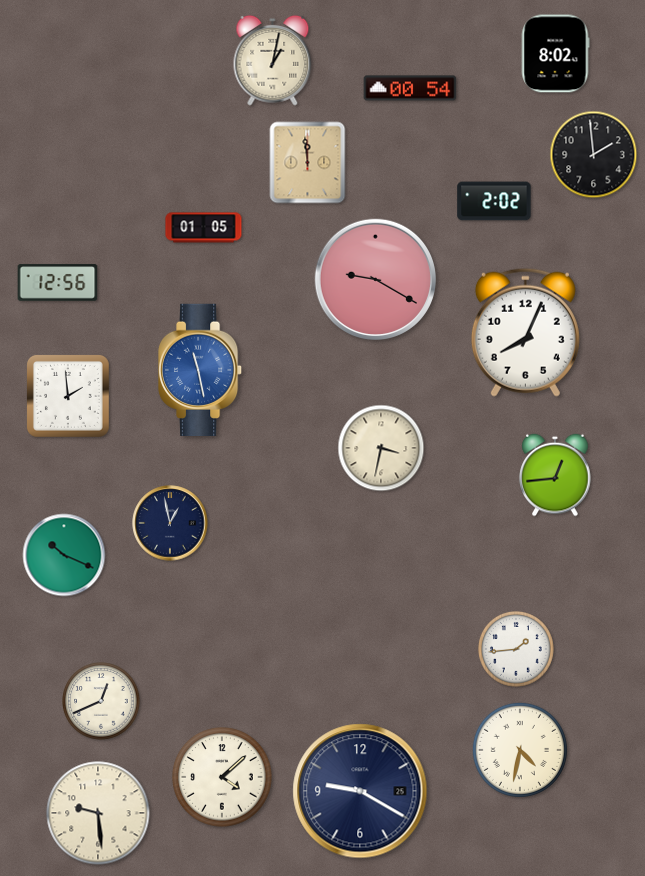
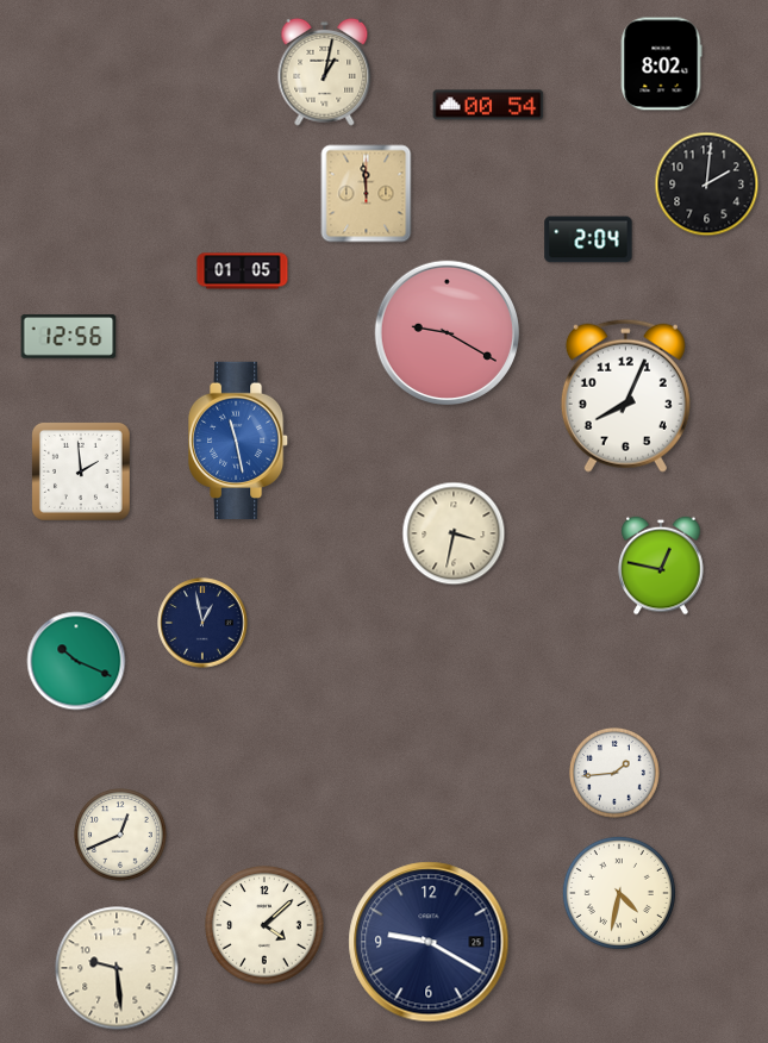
clock at (594, 155): 1:59 -> 2:01
clock at (494, 201): 2:02 -> 2:04
clock at (555, 475): 12:44 -> 12:47
